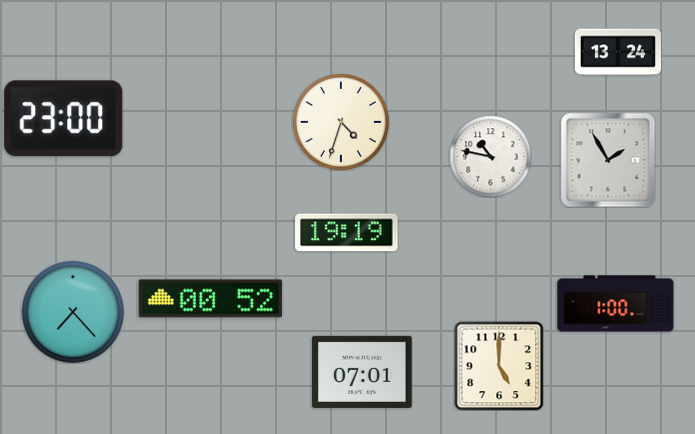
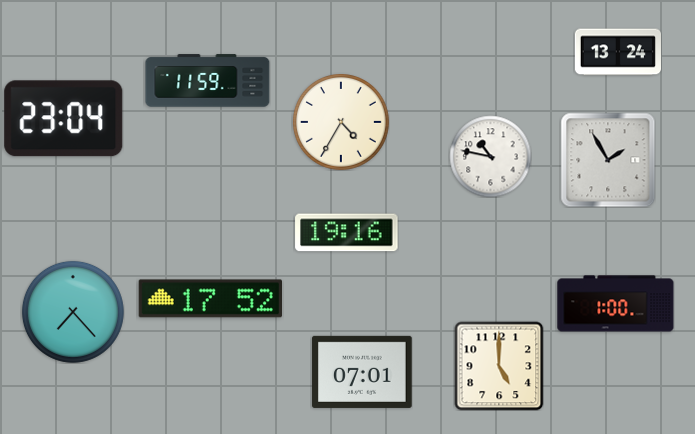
clock at (208, 81): none -> 11:59
clock at (64, 119): 23:00 -> 23:04
clock at (341, 122): 4:33 -> 4:35
clock at (347, 233): 19:19 -> 19:16
clock at (210, 299): 00:52 -> 17:52
